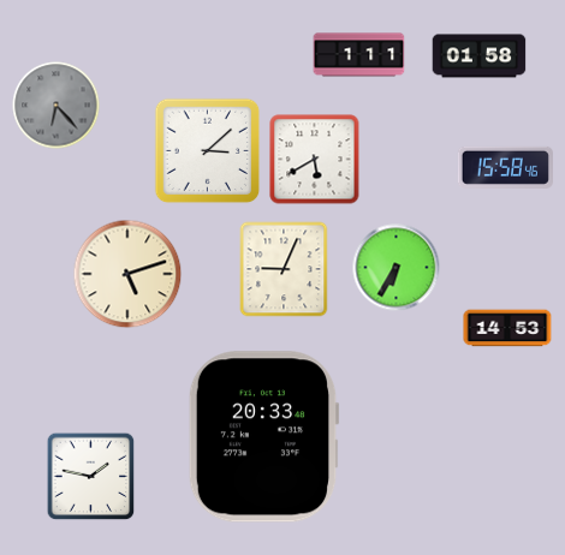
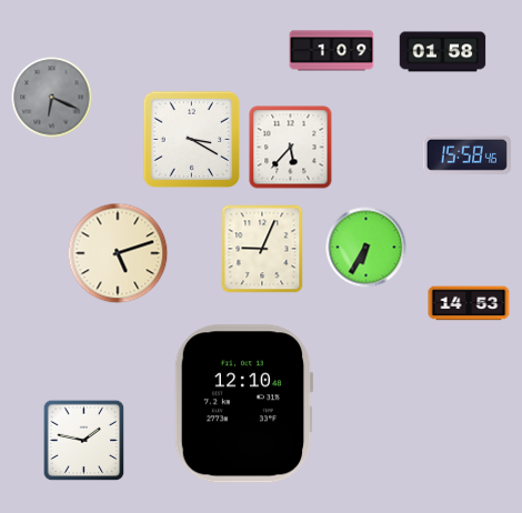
clock at (359, 55): 1:11 -> 1:09
clock at (56, 106): 6:23 -> 6:19
clock at (208, 151): 3:08 -> 3:20
clock at (315, 160): 5:40 -> 5:37
clock at (263, 437): 20:33 -> 12:10
